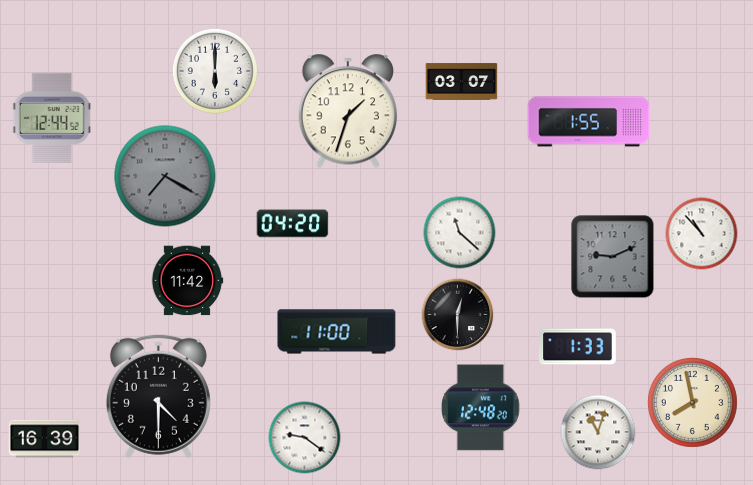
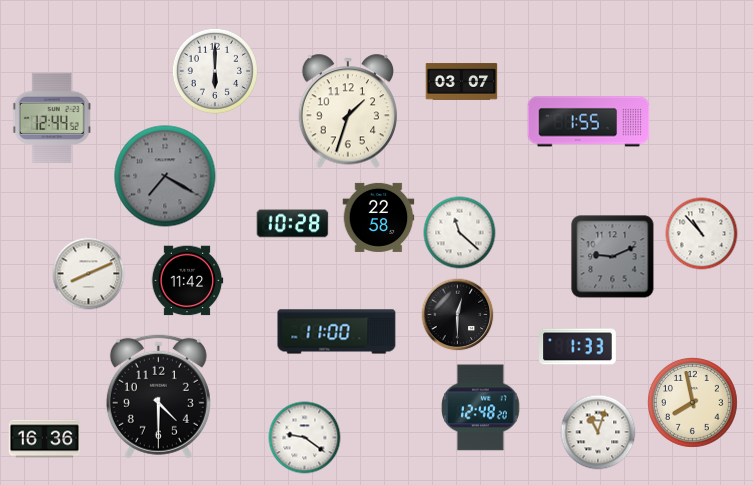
clock at (379, 217): none -> 22:58
clock at (293, 224): 04:20 -> 10:28
clock at (89, 274): none -> 8:11
clock at (45, 439): 16:39 -> 16:36
